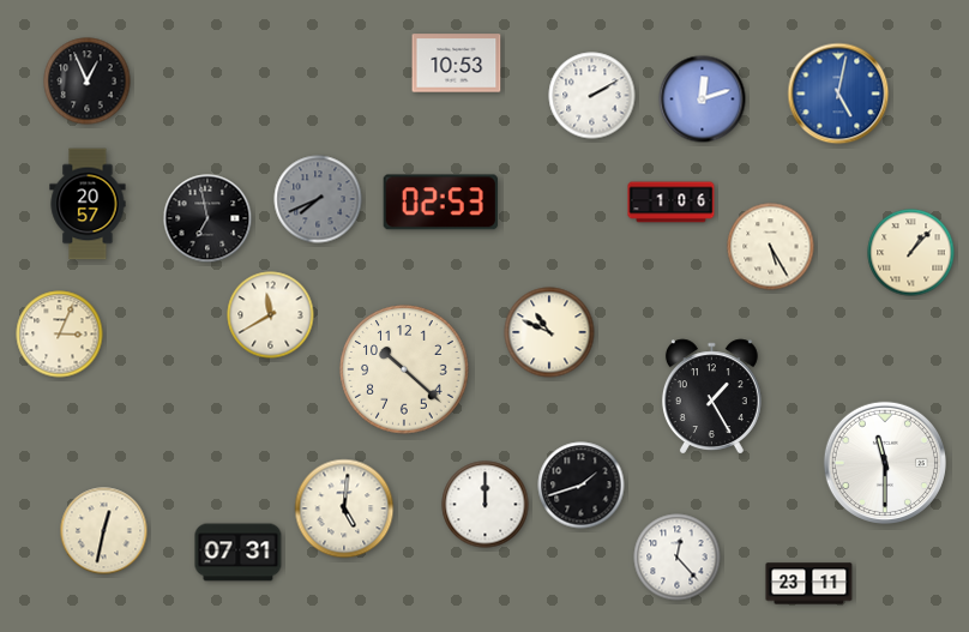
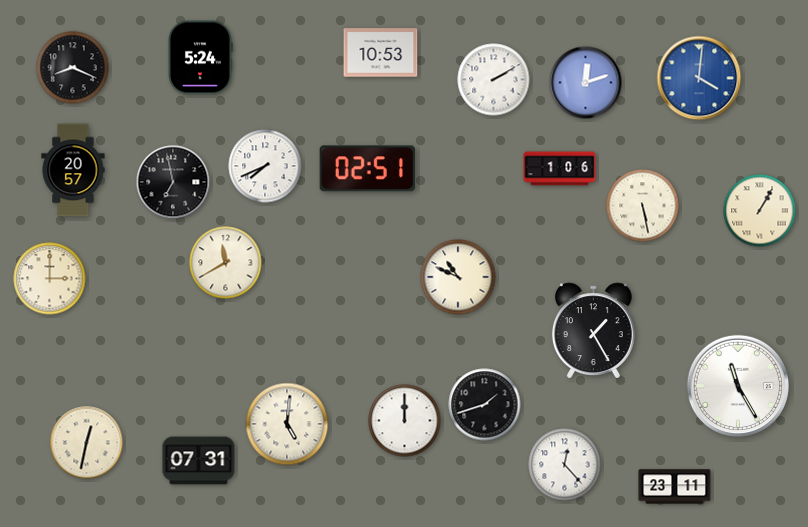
clock at (200, 58): none -> 5:24
clock at (88, 82): 12:56 -> 8:19
clock at (838, 94): 5:02 -> 4:01
clock at (318, 199) dial: grey -> white
clock at (440, 203): 02:53 -> 02:51
clock at (771, 247): 5:25 -> 5:28
clock at (911, 253): 1:07 -> 1:05
clock at (60, 335): 3:04 -> 3:00
clock at (404, 369): 10:22 -> none
clock at (885, 463): 11:30 -> 11:25
